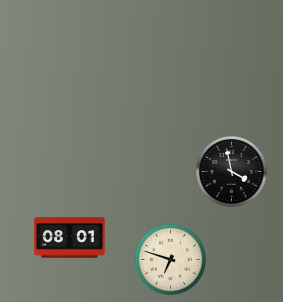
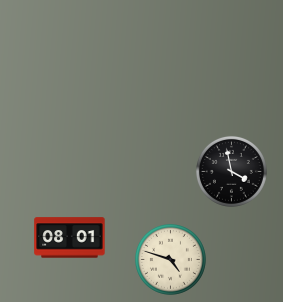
clock at (170, 259): 6:48 -> 4:48
